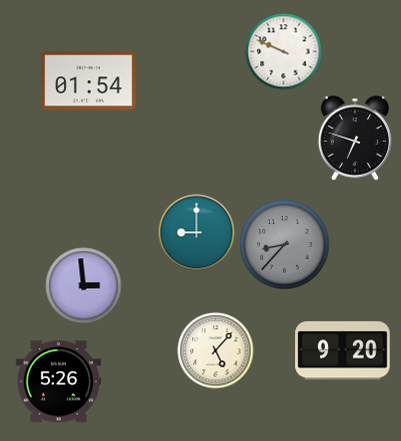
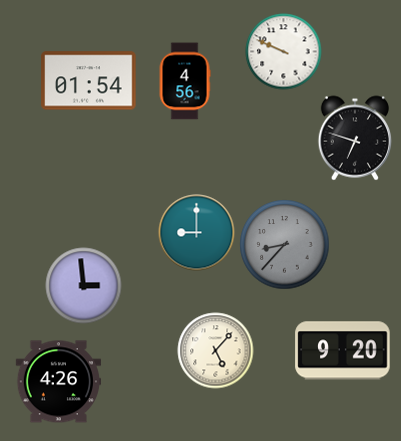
clock at (185, 81): none -> 4:56
clock at (58, 382): 5:26 -> 4:26
